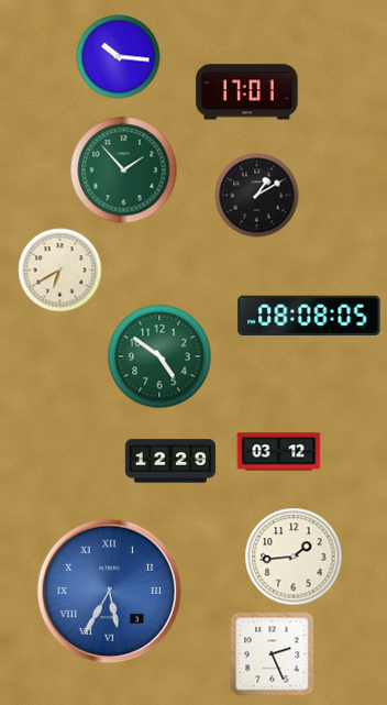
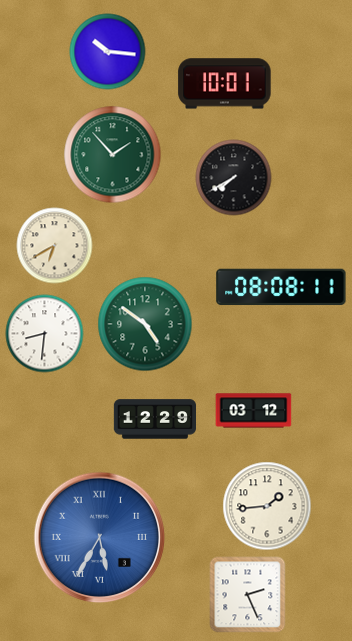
clock at (247, 92): 17:01 -> 10:01
clock at (257, 196): 1:10 -> 7:40
clock at (309, 316): 08:08:05 -> 08:08:11
clock at (45, 334): none -> 8:31
